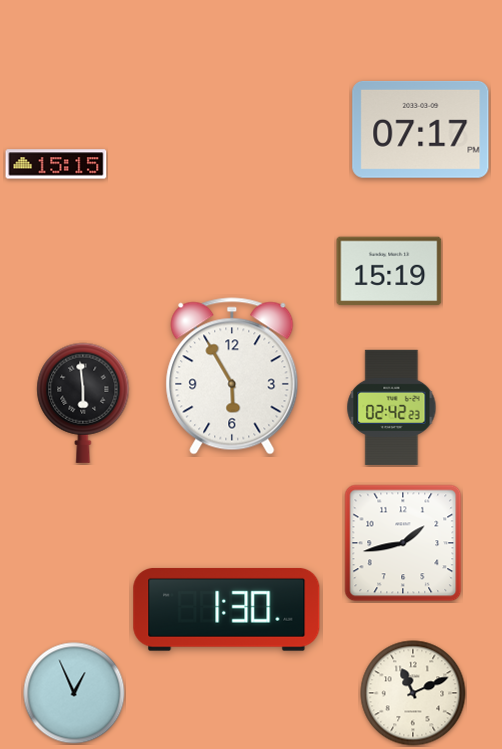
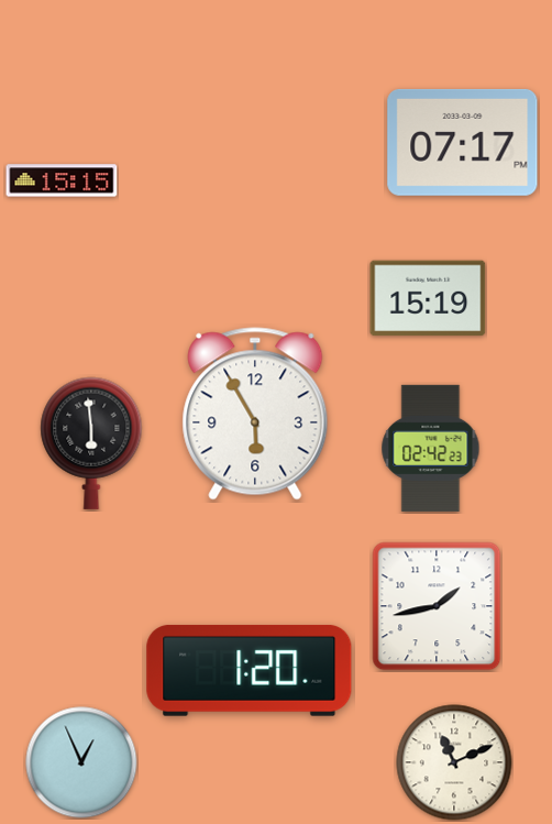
clock at (403, 543) position: (403, 543) -> (437, 606)
clock at (227, 609): 1:30 -> 1:20
